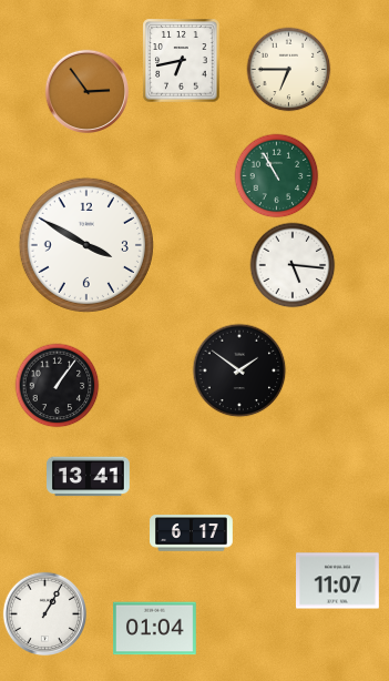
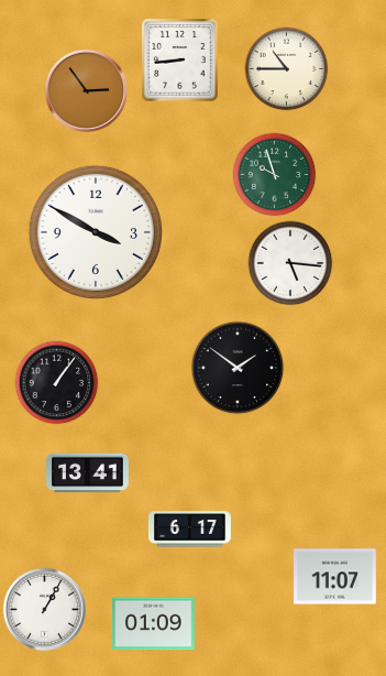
clock at (182, 61): 6:43 -> 8:44
clock at (289, 70): 6:45 -> 10:45
clock at (277, 176): 10:55 -> 9:57
clock at (86, 245) position: (86, 245) -> (96, 232)
clock at (155, 629): 01:04 -> 01:09
